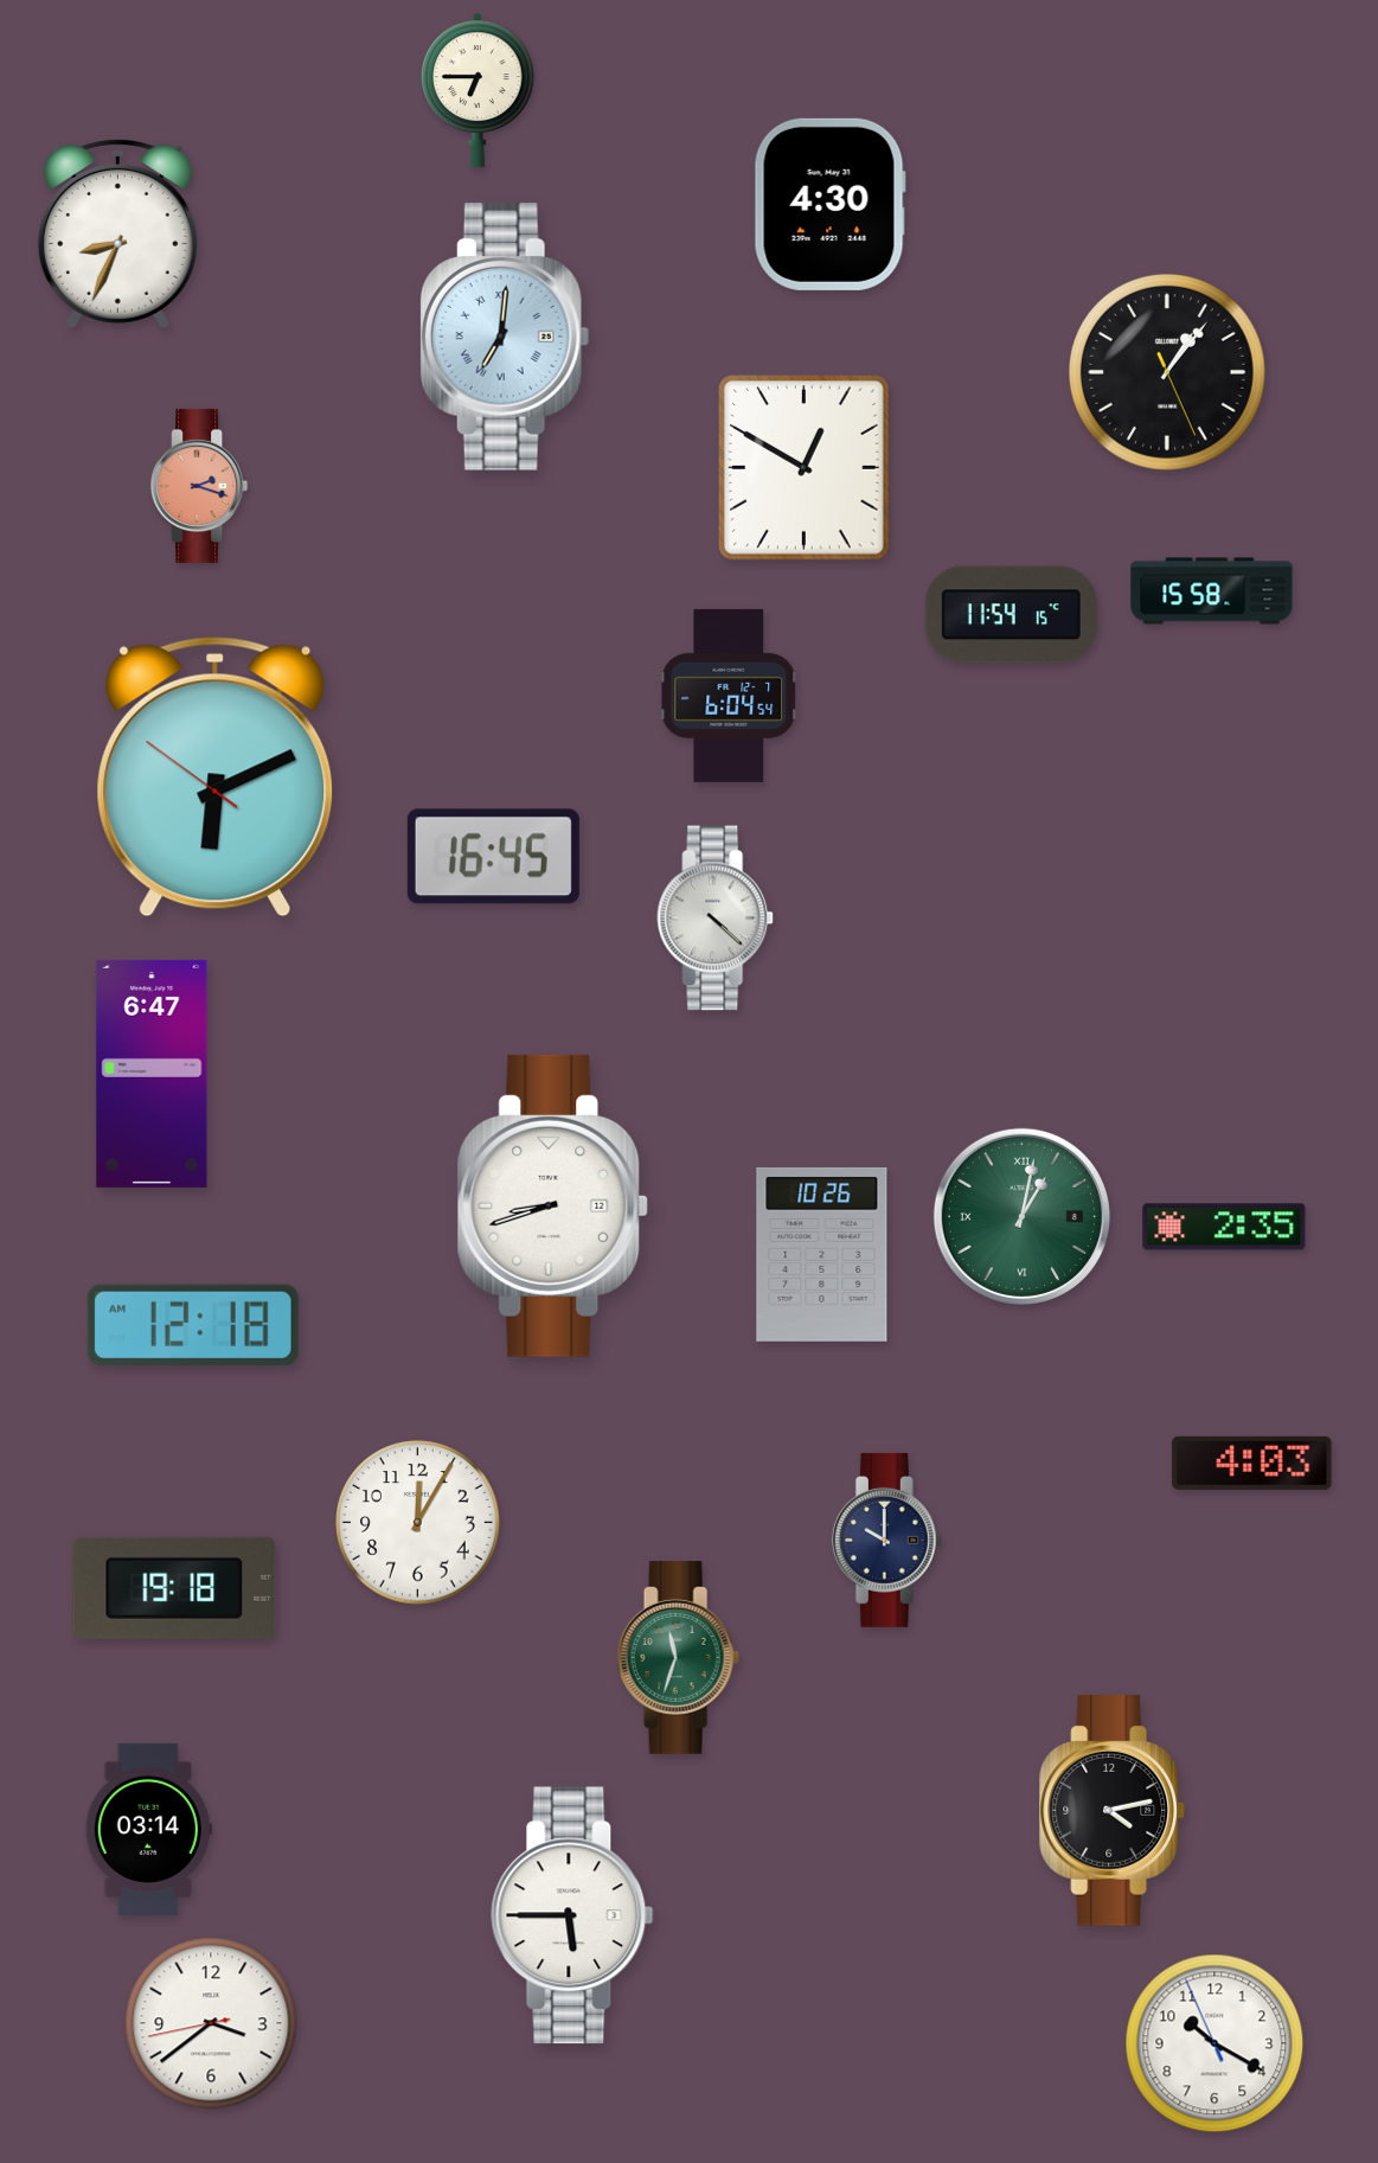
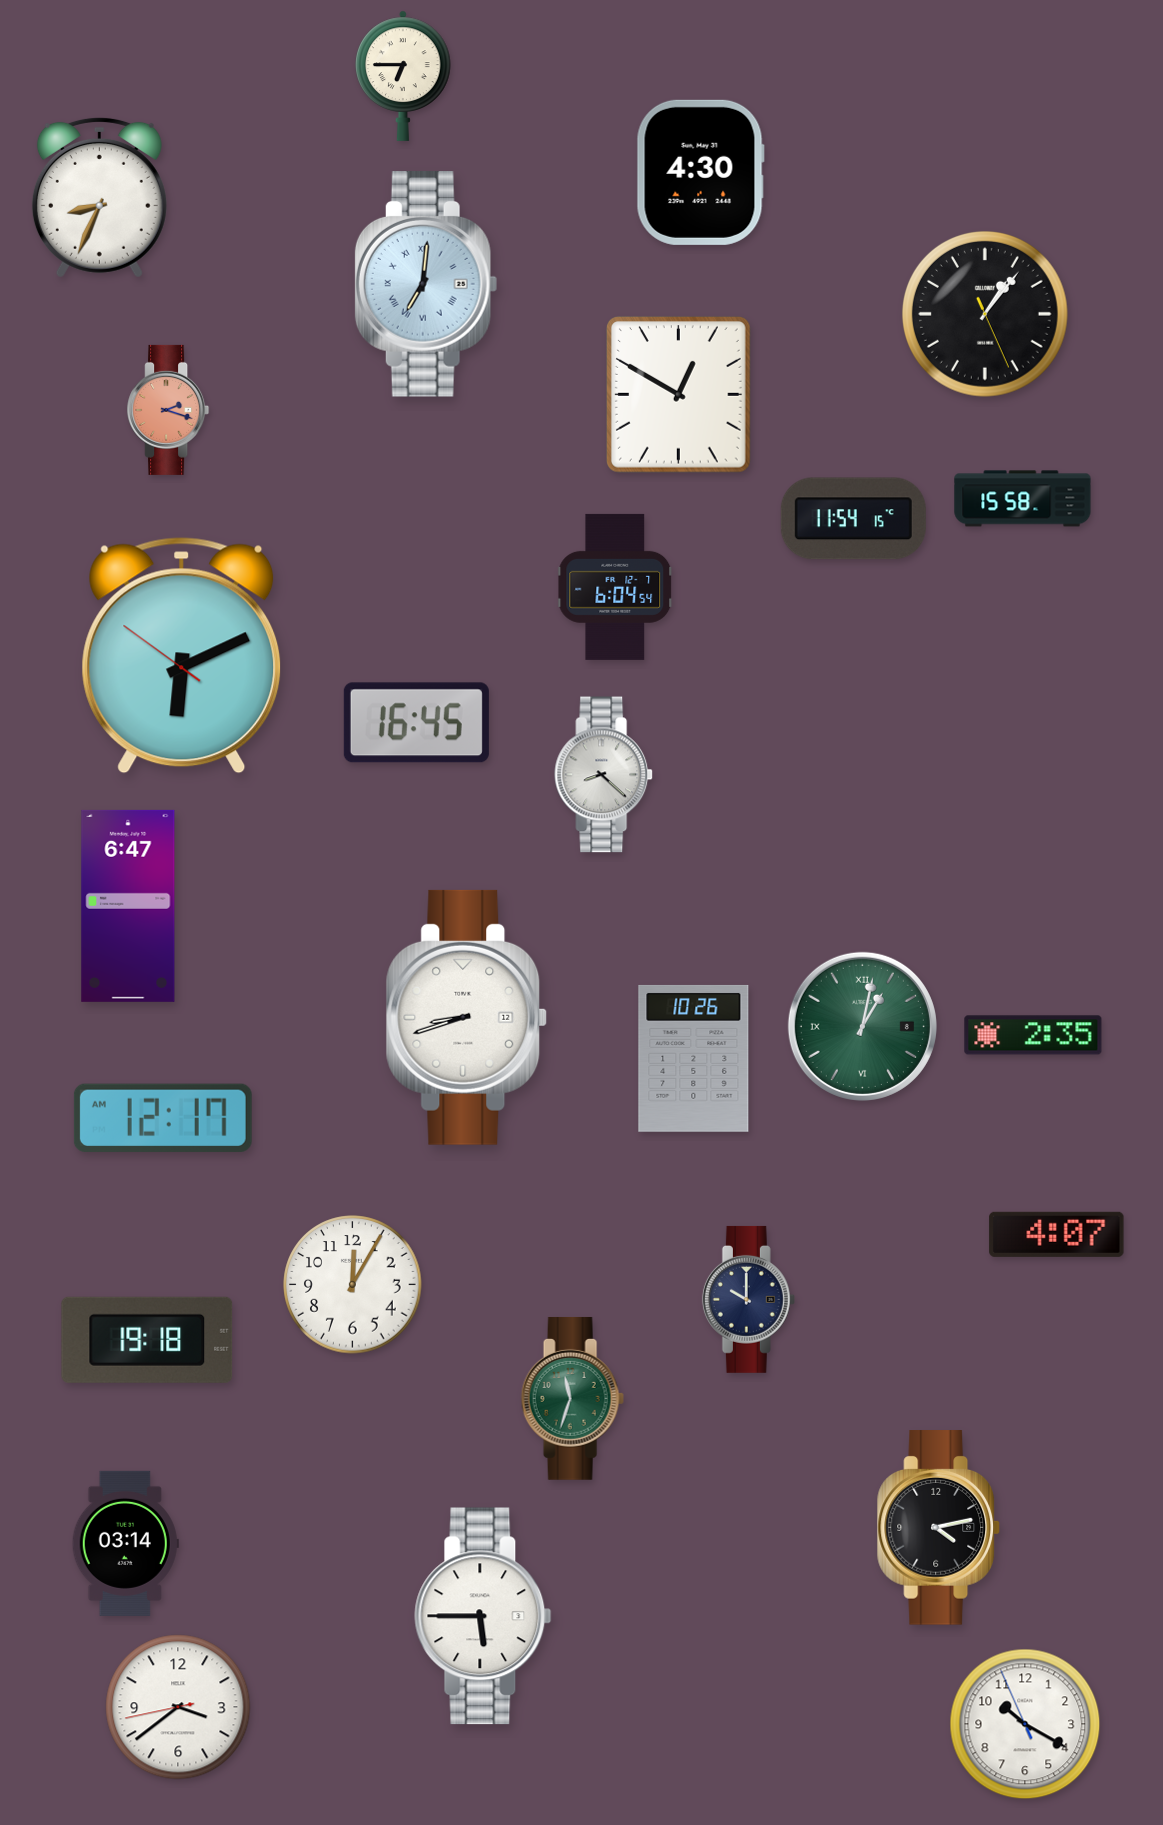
clock at (716, 919): 4:22 -> 8:22
clock at (193, 1325): 12:18 -> 12:17
clock at (1252, 1463): 4:03 -> 4:07
